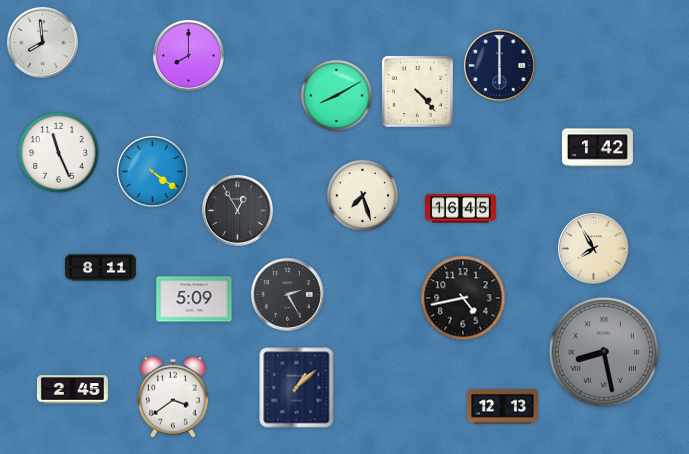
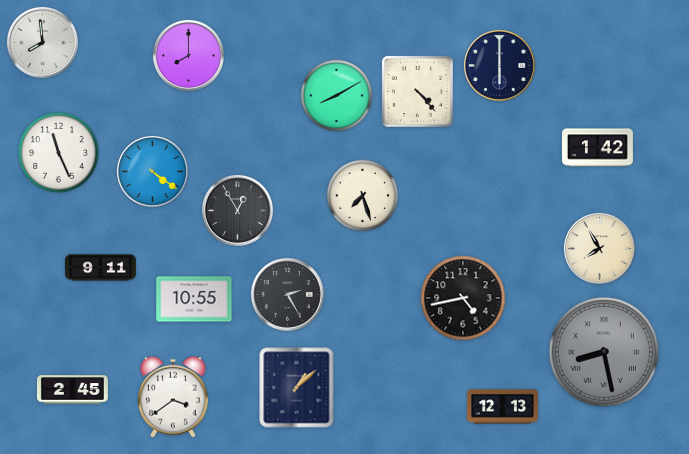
clock at (460, 209): 16:45 -> none
clock at (593, 248) position: (593, 248) -> (599, 248)
clock at (100, 268): 8:11 -> 9:11
clock at (194, 299): 5:09 -> 10:55
